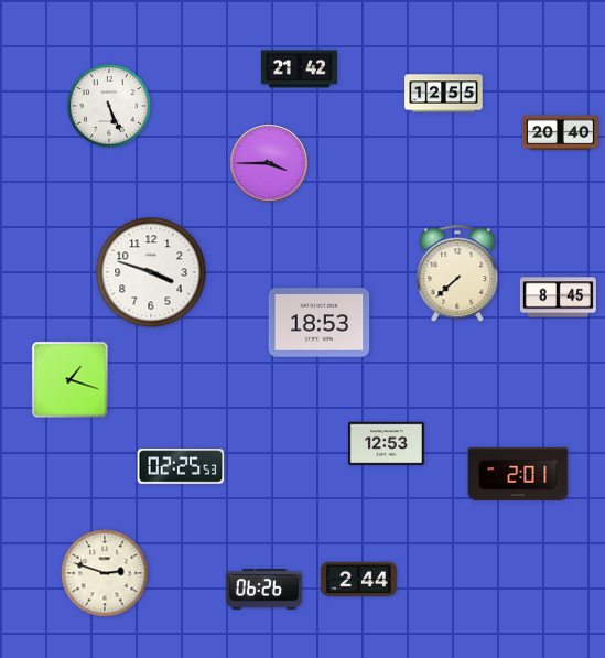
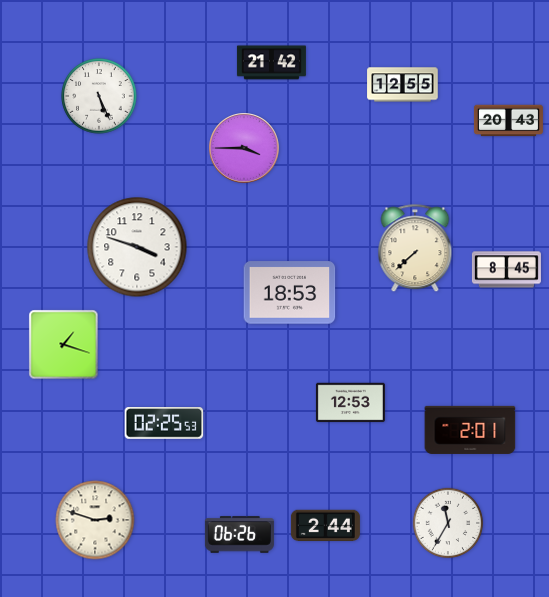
clock at (560, 133): 20:40 -> 20:43
clock at (448, 523): none -> 11:35
